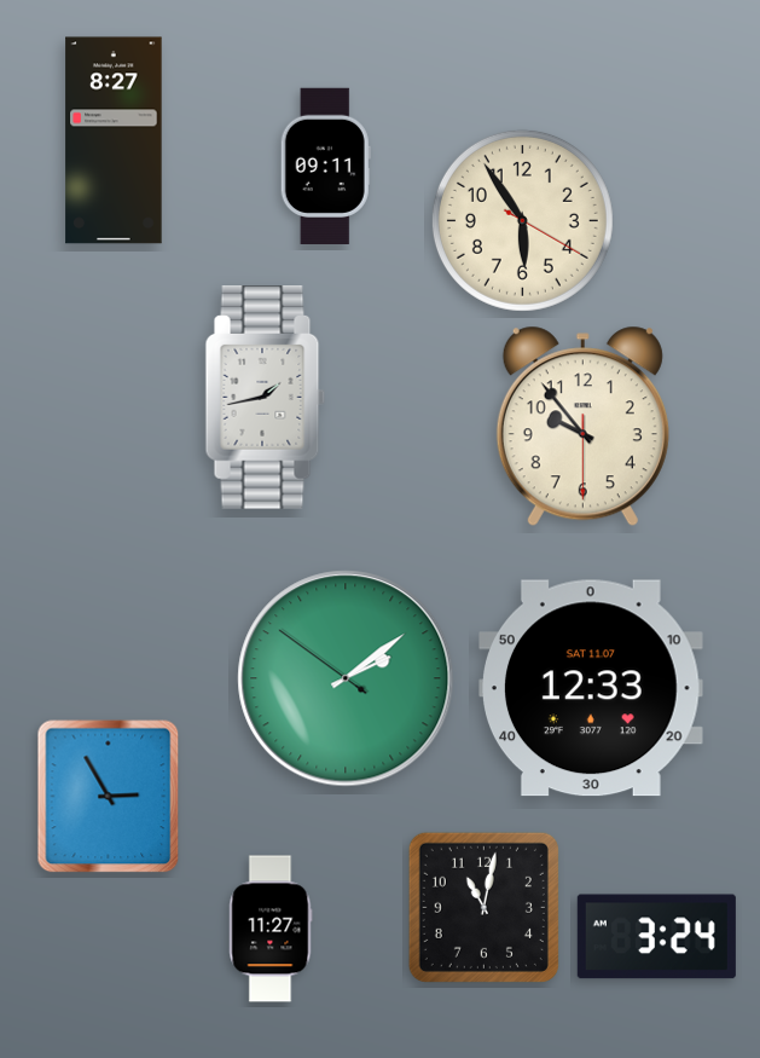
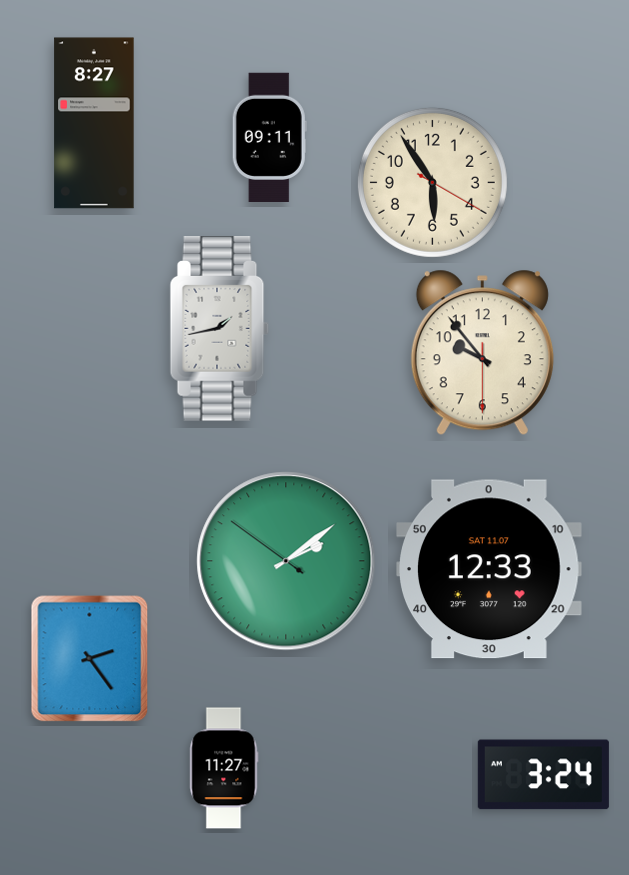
clock at (114, 140) position: (114, 140) -> (94, 123)
clock at (109, 797): 2:55 -> 2:24
clock at (483, 907): 11:02 -> none
